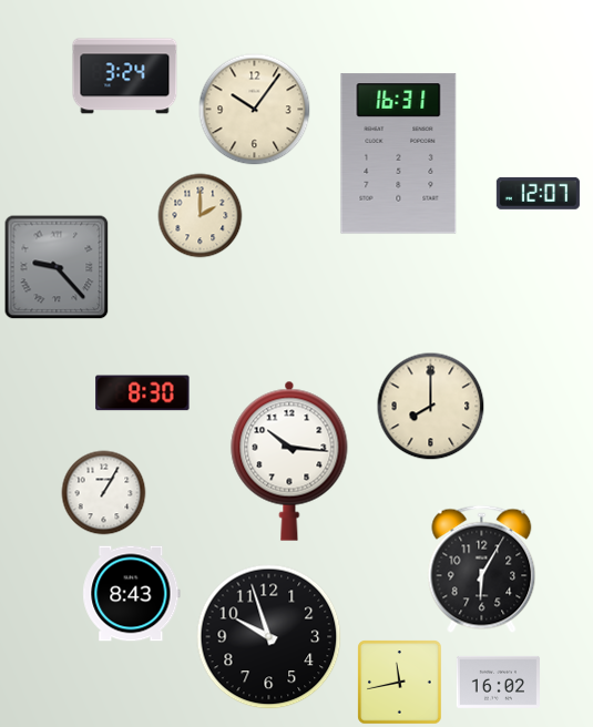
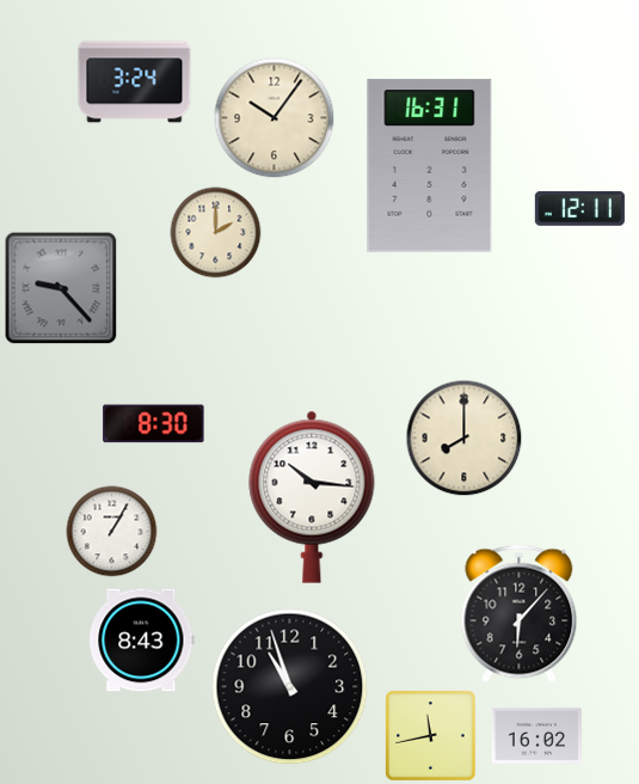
clock at (538, 193): 12:07 -> 12:11
clock at (482, 570): 6:05 -> 6:07
clock at (269, 637): 9:57 -> 10:57
